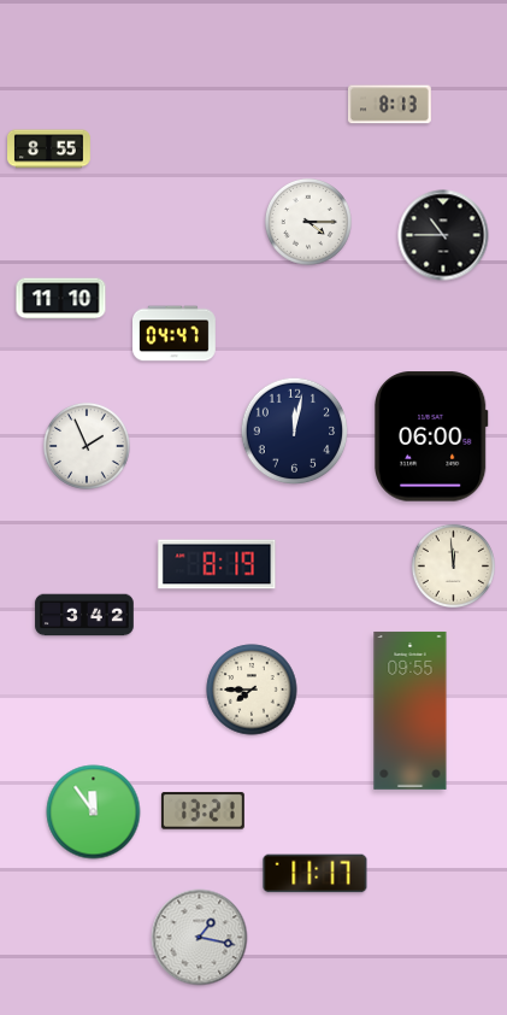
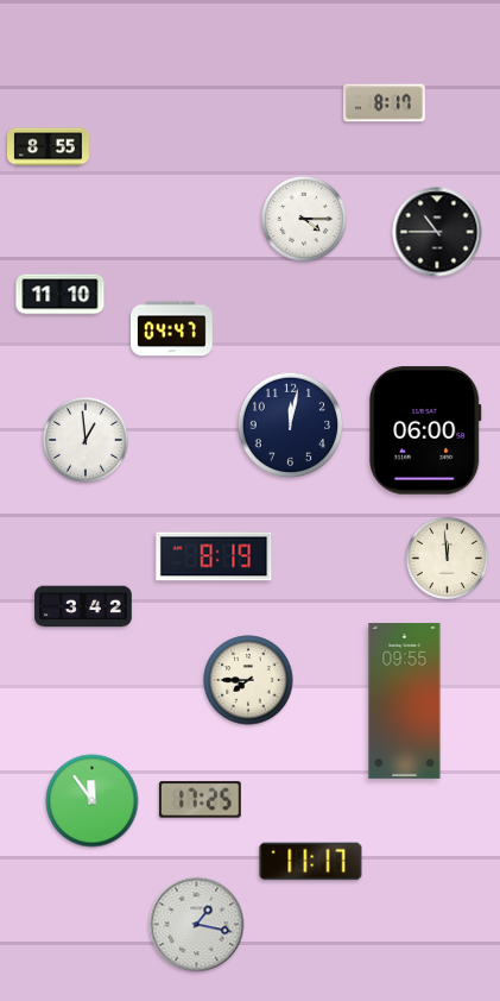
clock at (390, 105): 8:13 -> 8:17
clock at (87, 446): 1:56 -> 12:59
clock at (202, 811): 13:21 -> 17:25
